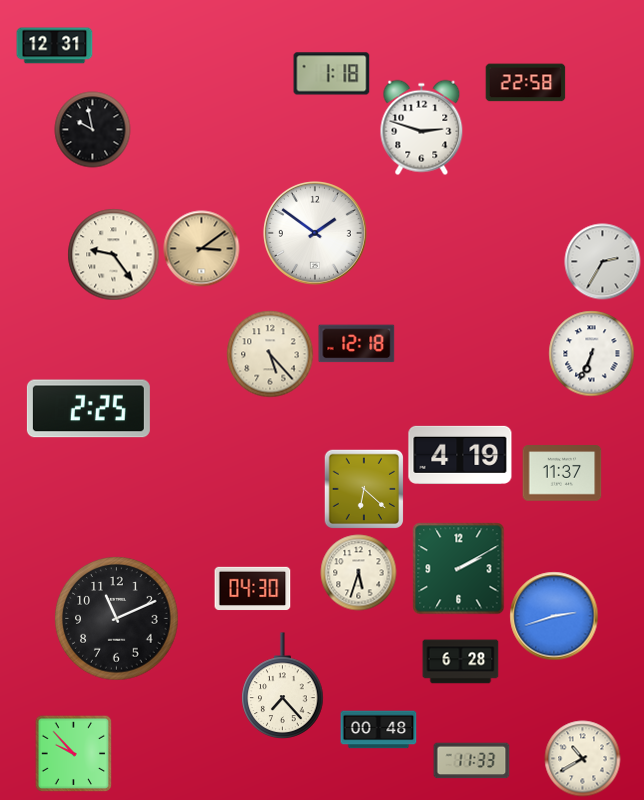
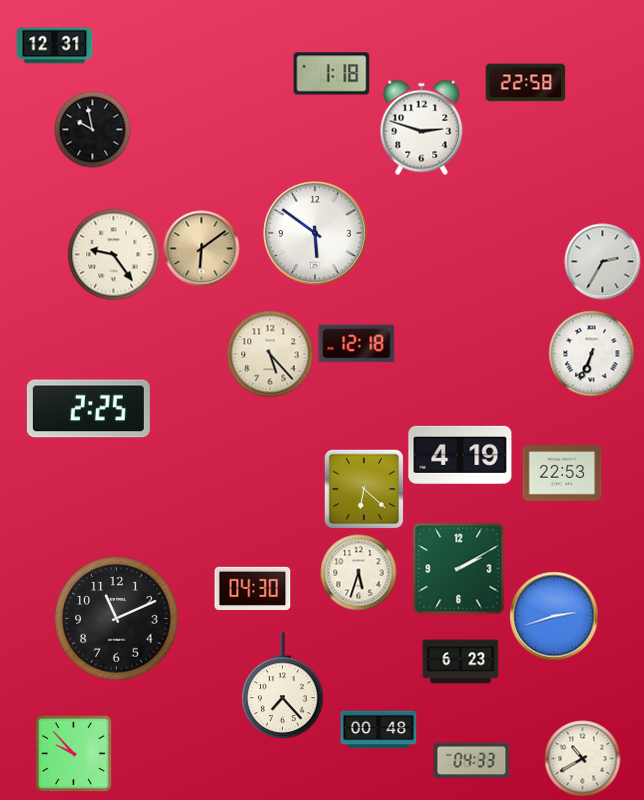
clock at (315, 233): 1:51 -> 5:51
clock at (202, 249): 3:09 -> 6:09
clock at (562, 473): 11:37 -> 22:53
clock at (461, 662): 6:28 -> 6:23
clock at (472, 761): 11:33 -> 04:33
